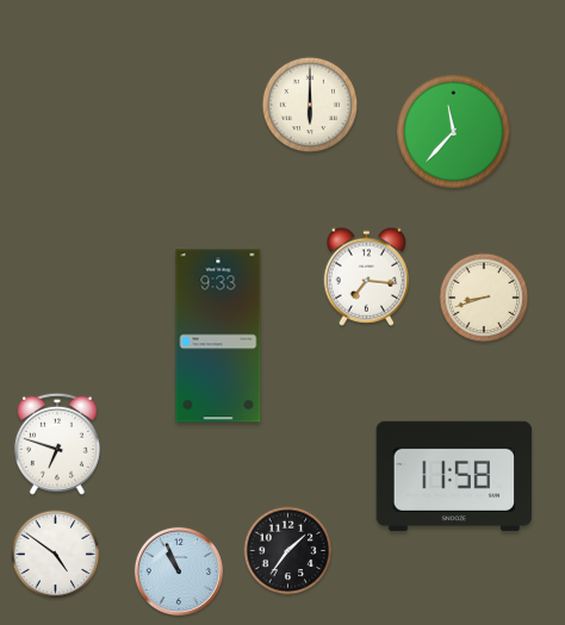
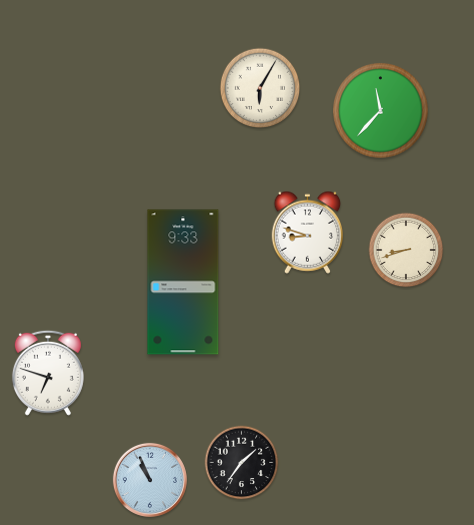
clock at (310, 105): 6:00 -> 6:05
clock at (367, 276): 7:16 -> 8:48
clock at (454, 476): 11:58 -> none
clock at (56, 555): 4:51 -> none
